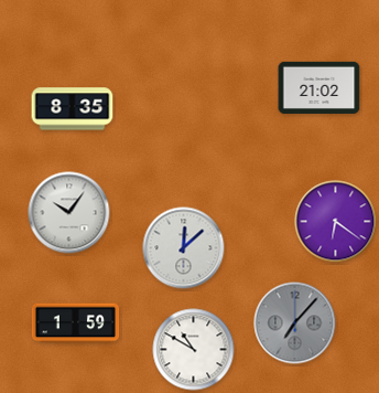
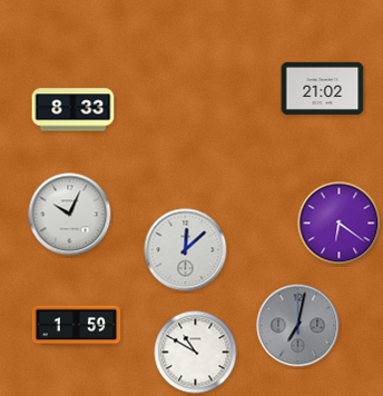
clock at (73, 109): 8:35 -> 8:33
clock at (69, 213): 10:06 -> 10:04
clock at (295, 323): 7:07 -> 7:02
